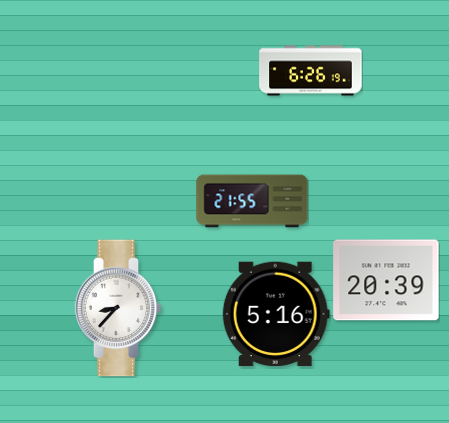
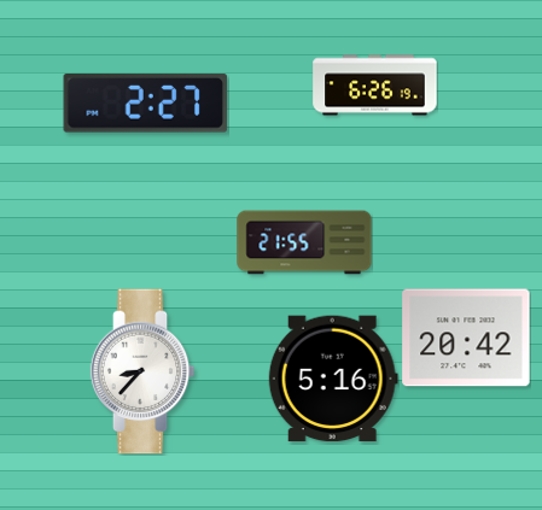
clock at (146, 104): none -> 2:27
clock at (386, 280): 20:39 -> 20:42
